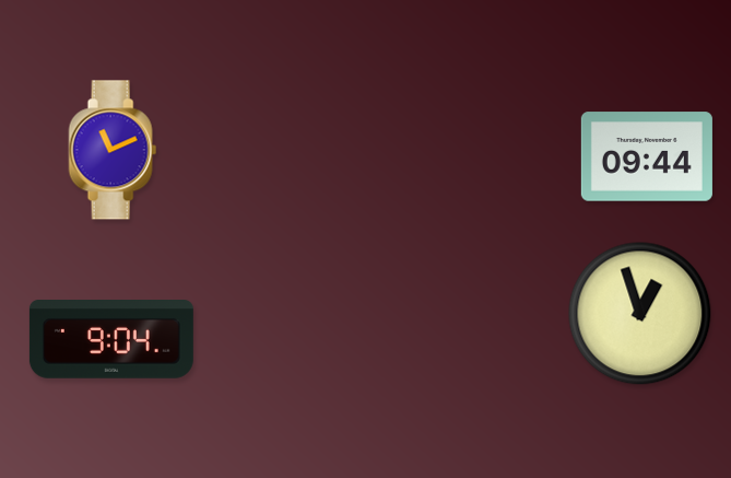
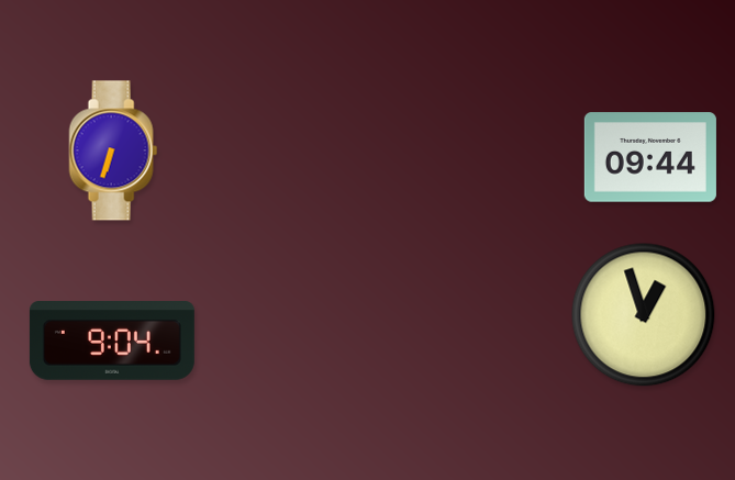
clock at (113, 150): 11:11 -> 6:33
